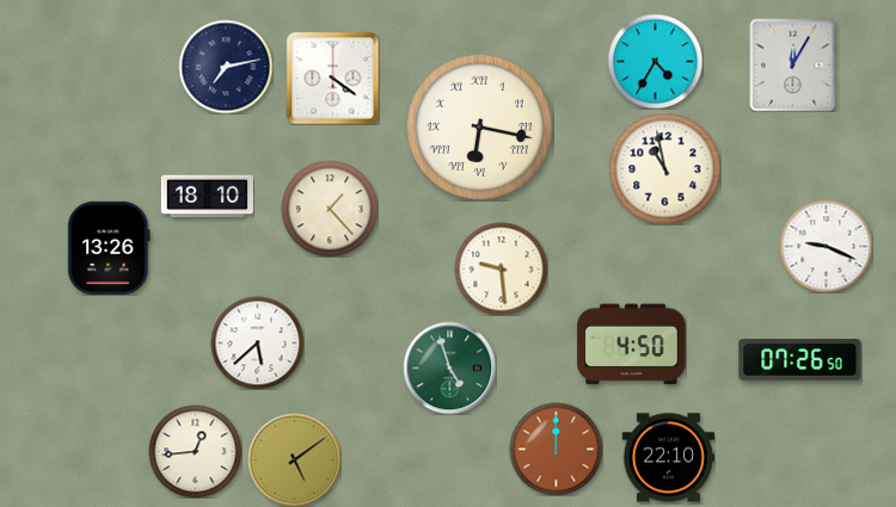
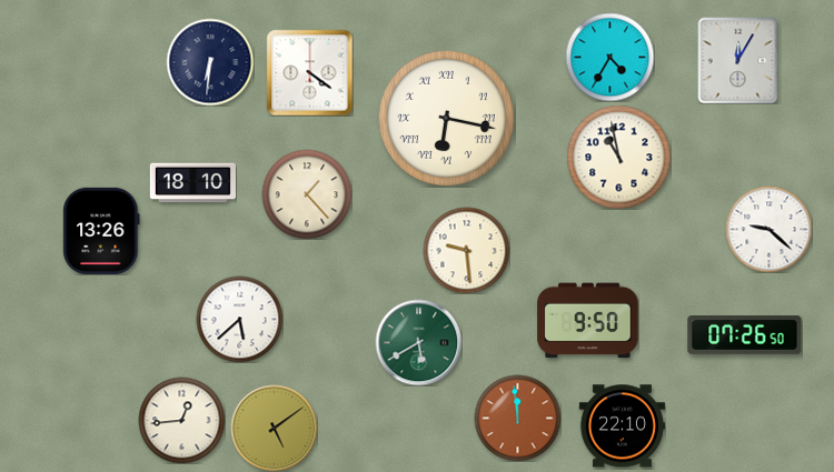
clock at (226, 67): 7:13 -> 6:31
clock at (826, 246): 9:19 -> 9:22
clock at (632, 345): 4:50 -> 9:50
clock at (449, 367): 4:57 -> 5:40
clock at (556, 449): 12:00 -> 11:59
